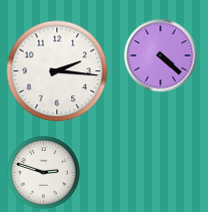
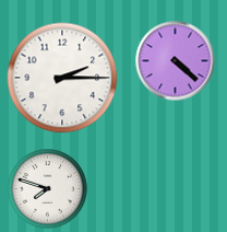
clock at (57, 71): 2:16 -> 2:15
clock at (44, 173): 2:48 -> 7:48
